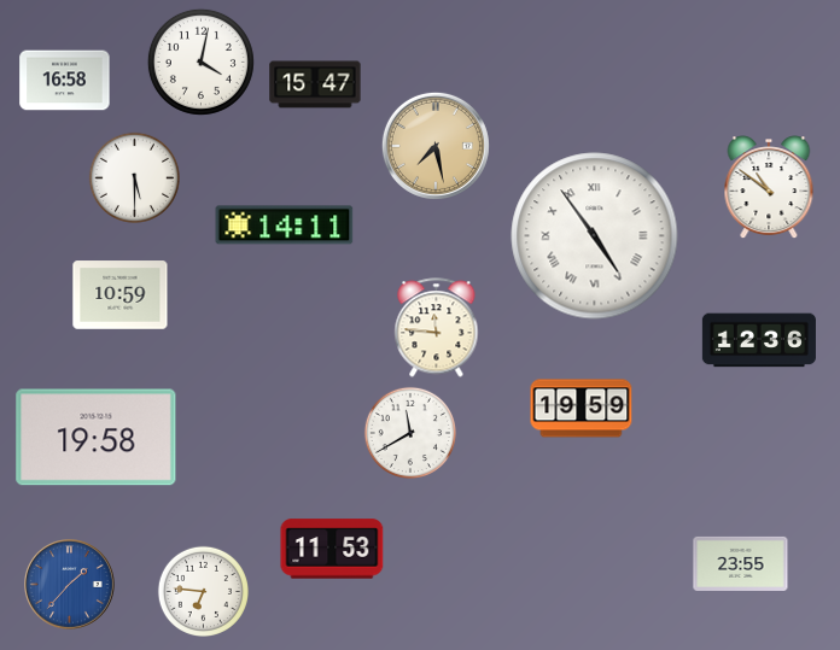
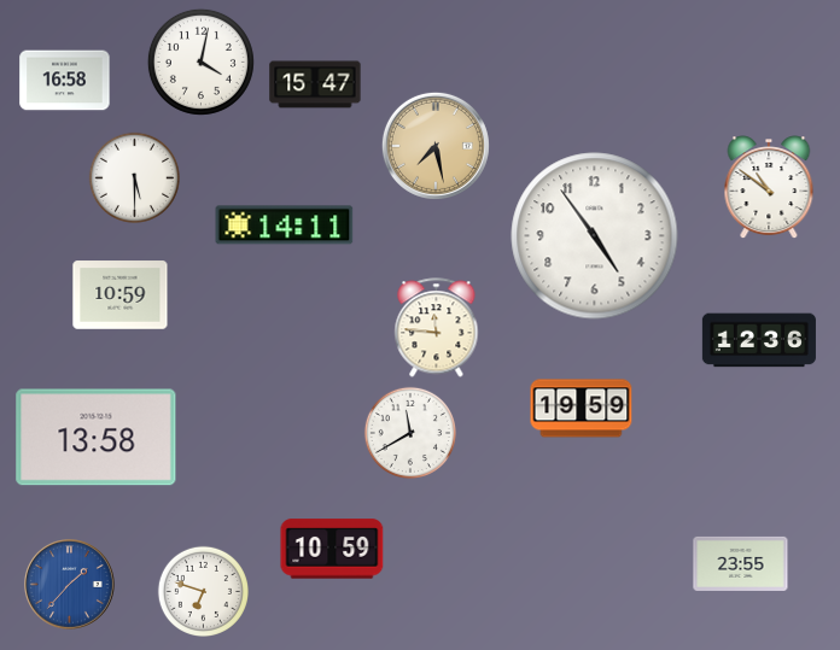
clock at (595, 236) numerals: Roman -> Arabic
clock at (97, 438): 19:58 -> 13:58
clock at (332, 549): 11:53 -> 10:59
clock at (203, 591): 6:46 -> 6:48
